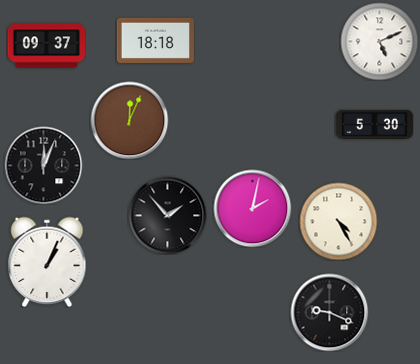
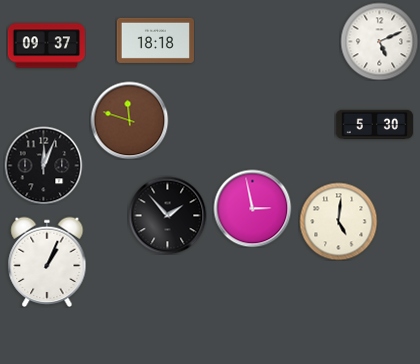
clock at (129, 120): 12:04 -> 11:48
clock at (252, 208): 2:02 -> 2:58
clock at (338, 221): 4:25 -> 5:01
clock at (329, 312): 9:19 -> none
